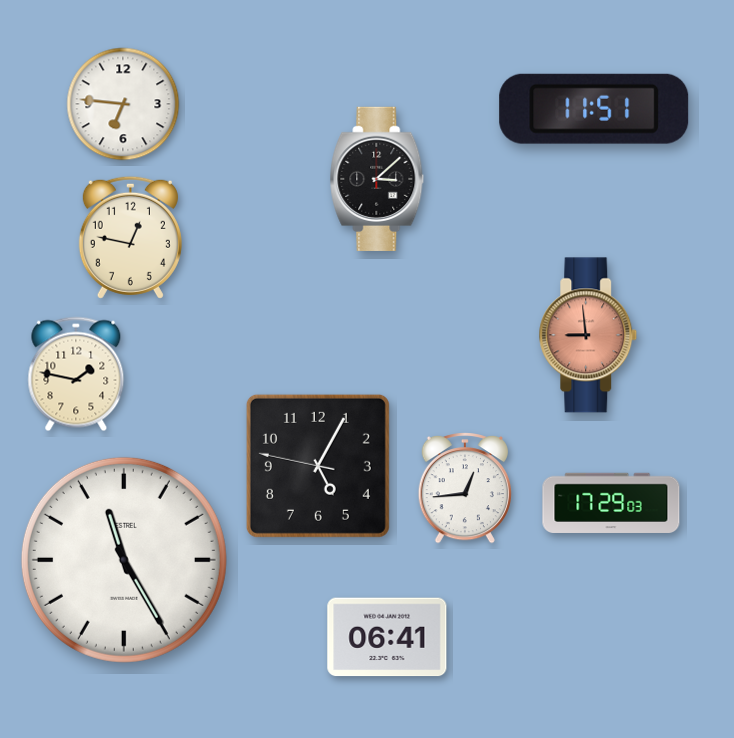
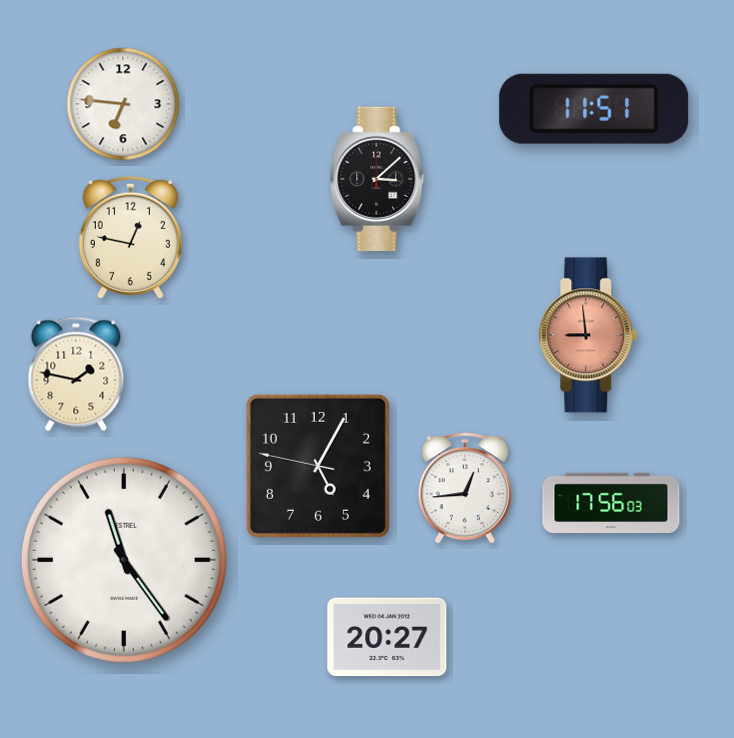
clock at (611, 503): 17:29 -> 17:56
clock at (124, 560): 11:25 -> 11:24
clock at (387, 637): 06:41 -> 20:27
